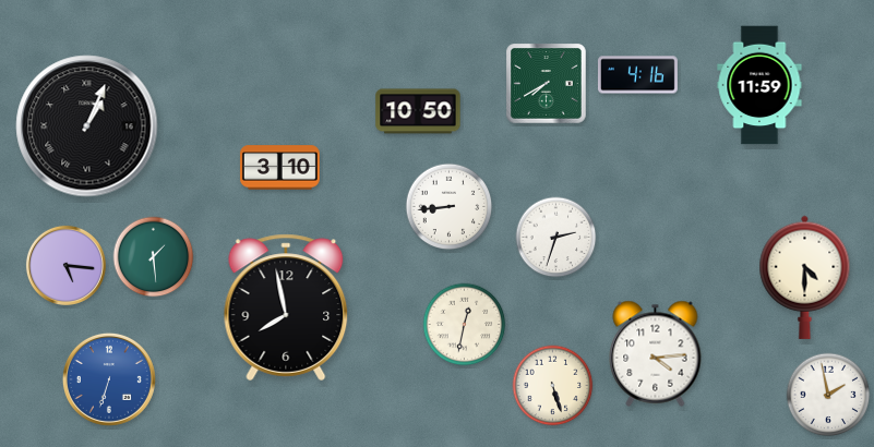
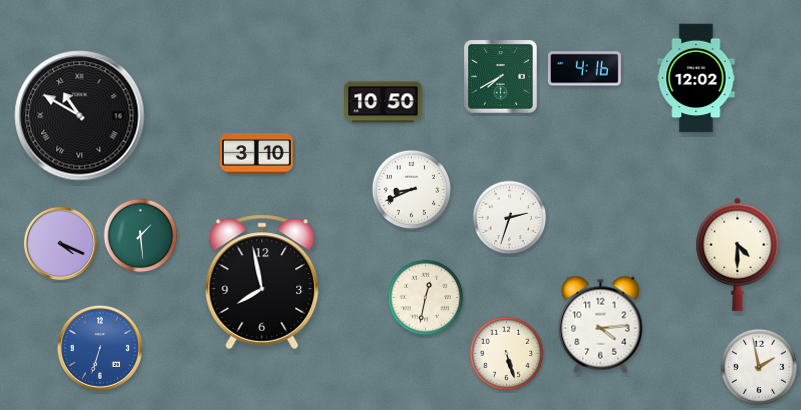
clock at (759, 85): 11:59 -> 12:02
clock at (87, 126): 1:04 -> 10:50
clock at (450, 207): 8:44 -> 8:41
clock at (65, 265): 5:16 -> 4:19
clock at (828, 395) position: (828, 395) -> (759, 367)
